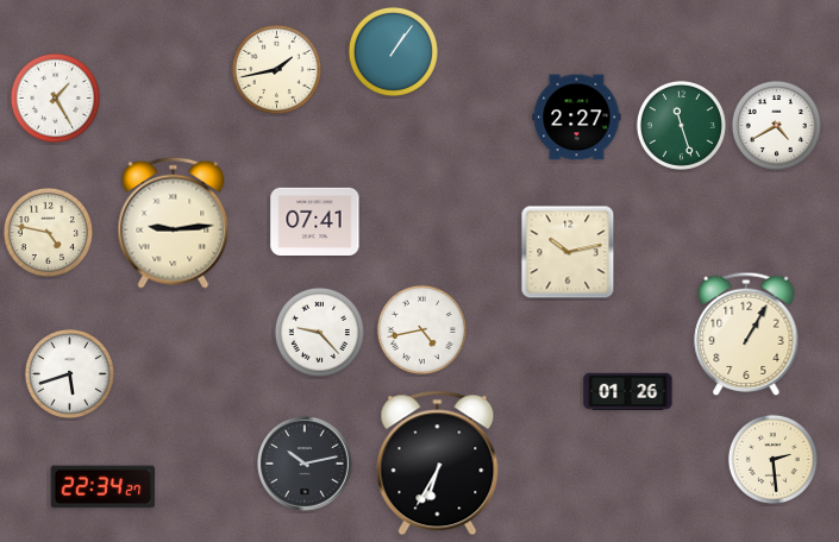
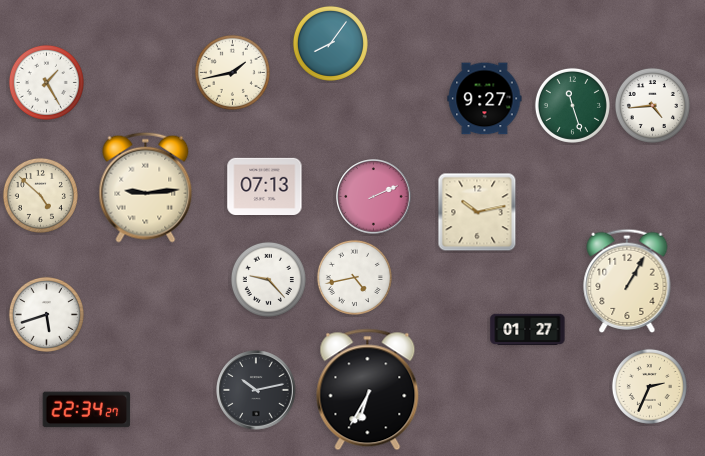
clock at (393, 51): 1:06 -> 8:06
clock at (276, 69) position: (276, 69) -> (232, 72)
clock at (577, 118): 2:27 -> 9:27
clock at (776, 125): 4:40 -> 4:44
clock at (315, 221): 07:41 -> 07:13
clock at (48, 232): 4:47 -> 4:52
clock at (374, 197): none -> 2:11
clock at (69, 373) position: (69, 373) -> (46, 314)
clock at (628, 391): 01:26 -> 01:27
clock at (772, 459): 2:29 -> 2:34
